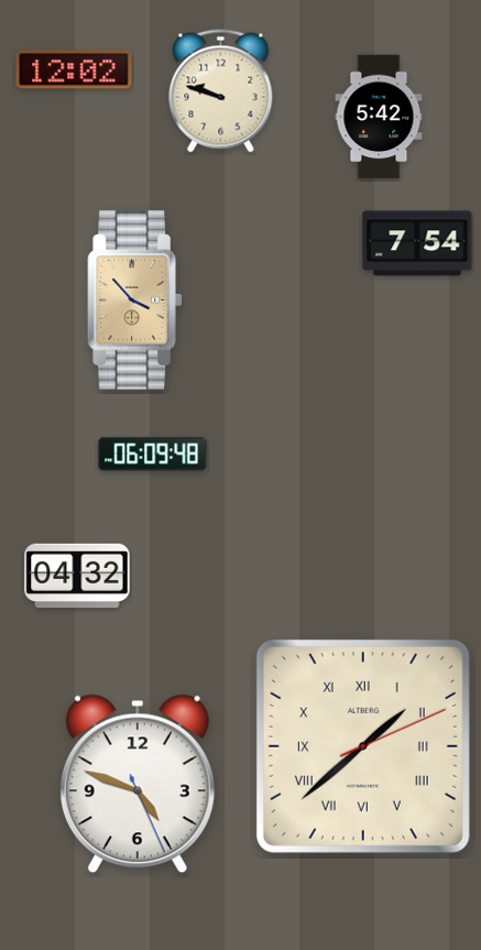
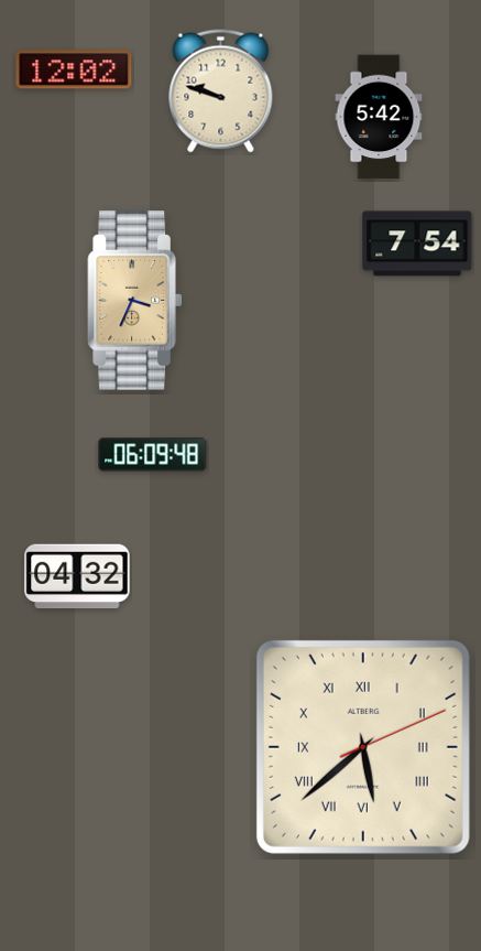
clock at (134, 301): 3:53 -> 3:34
clock at (363, 746): 1:38 -> 5:38
clock at (138, 784): 4:48 -> none
